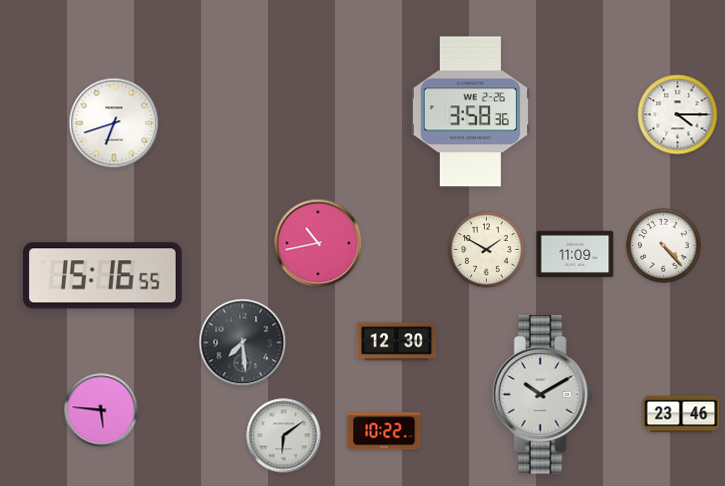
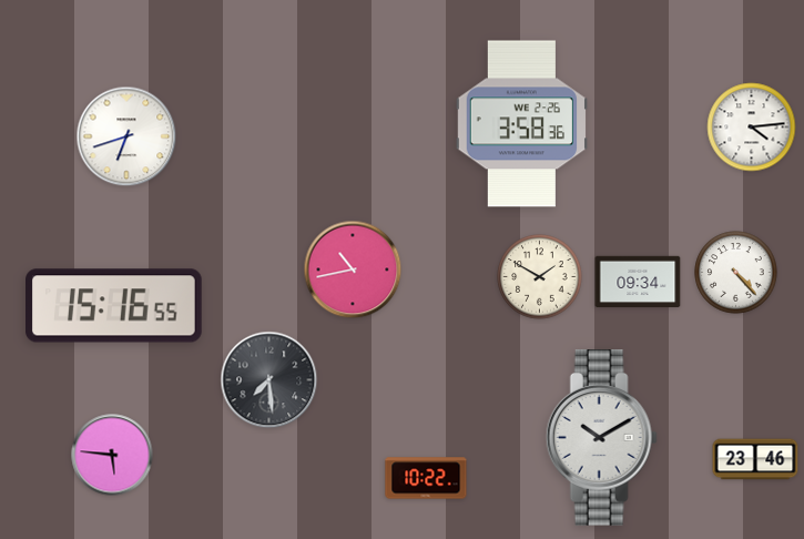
clock at (678, 115): 4:15 -> 4:14
clock at (575, 254): 11:09 -> 09:34
clock at (397, 342): 12:30 -> none
clock at (284, 436): 6:09 -> none
